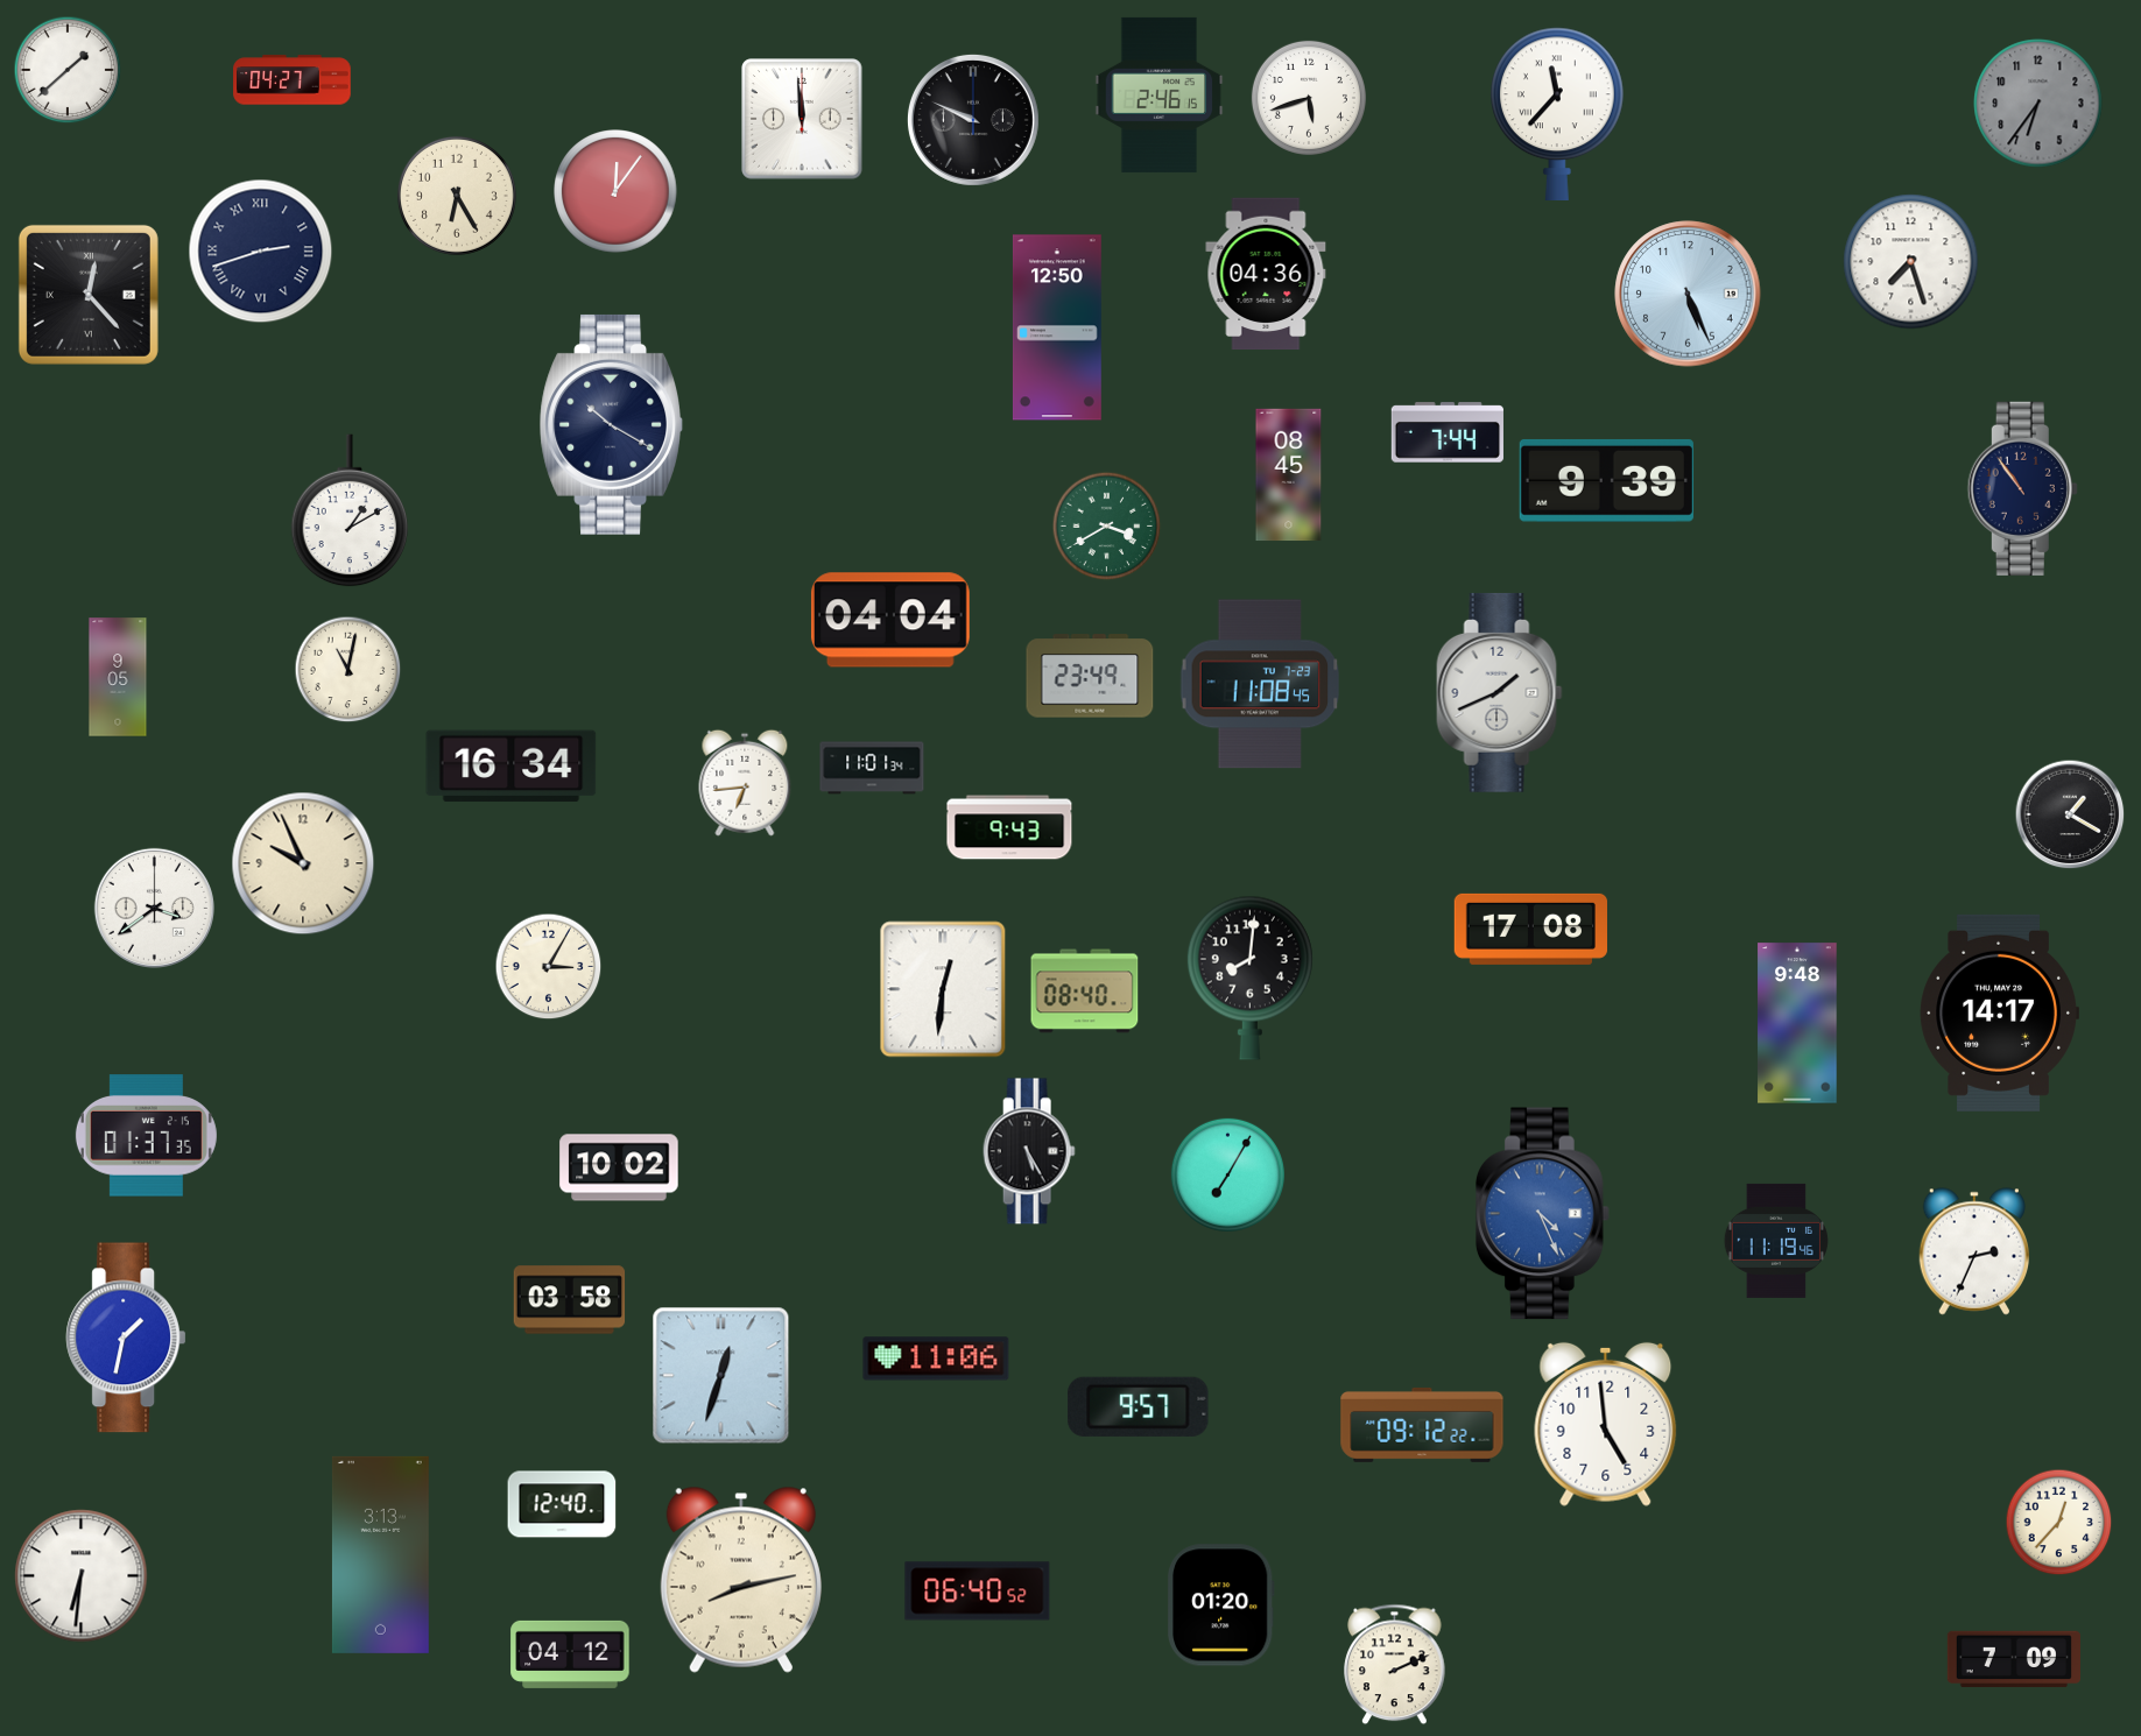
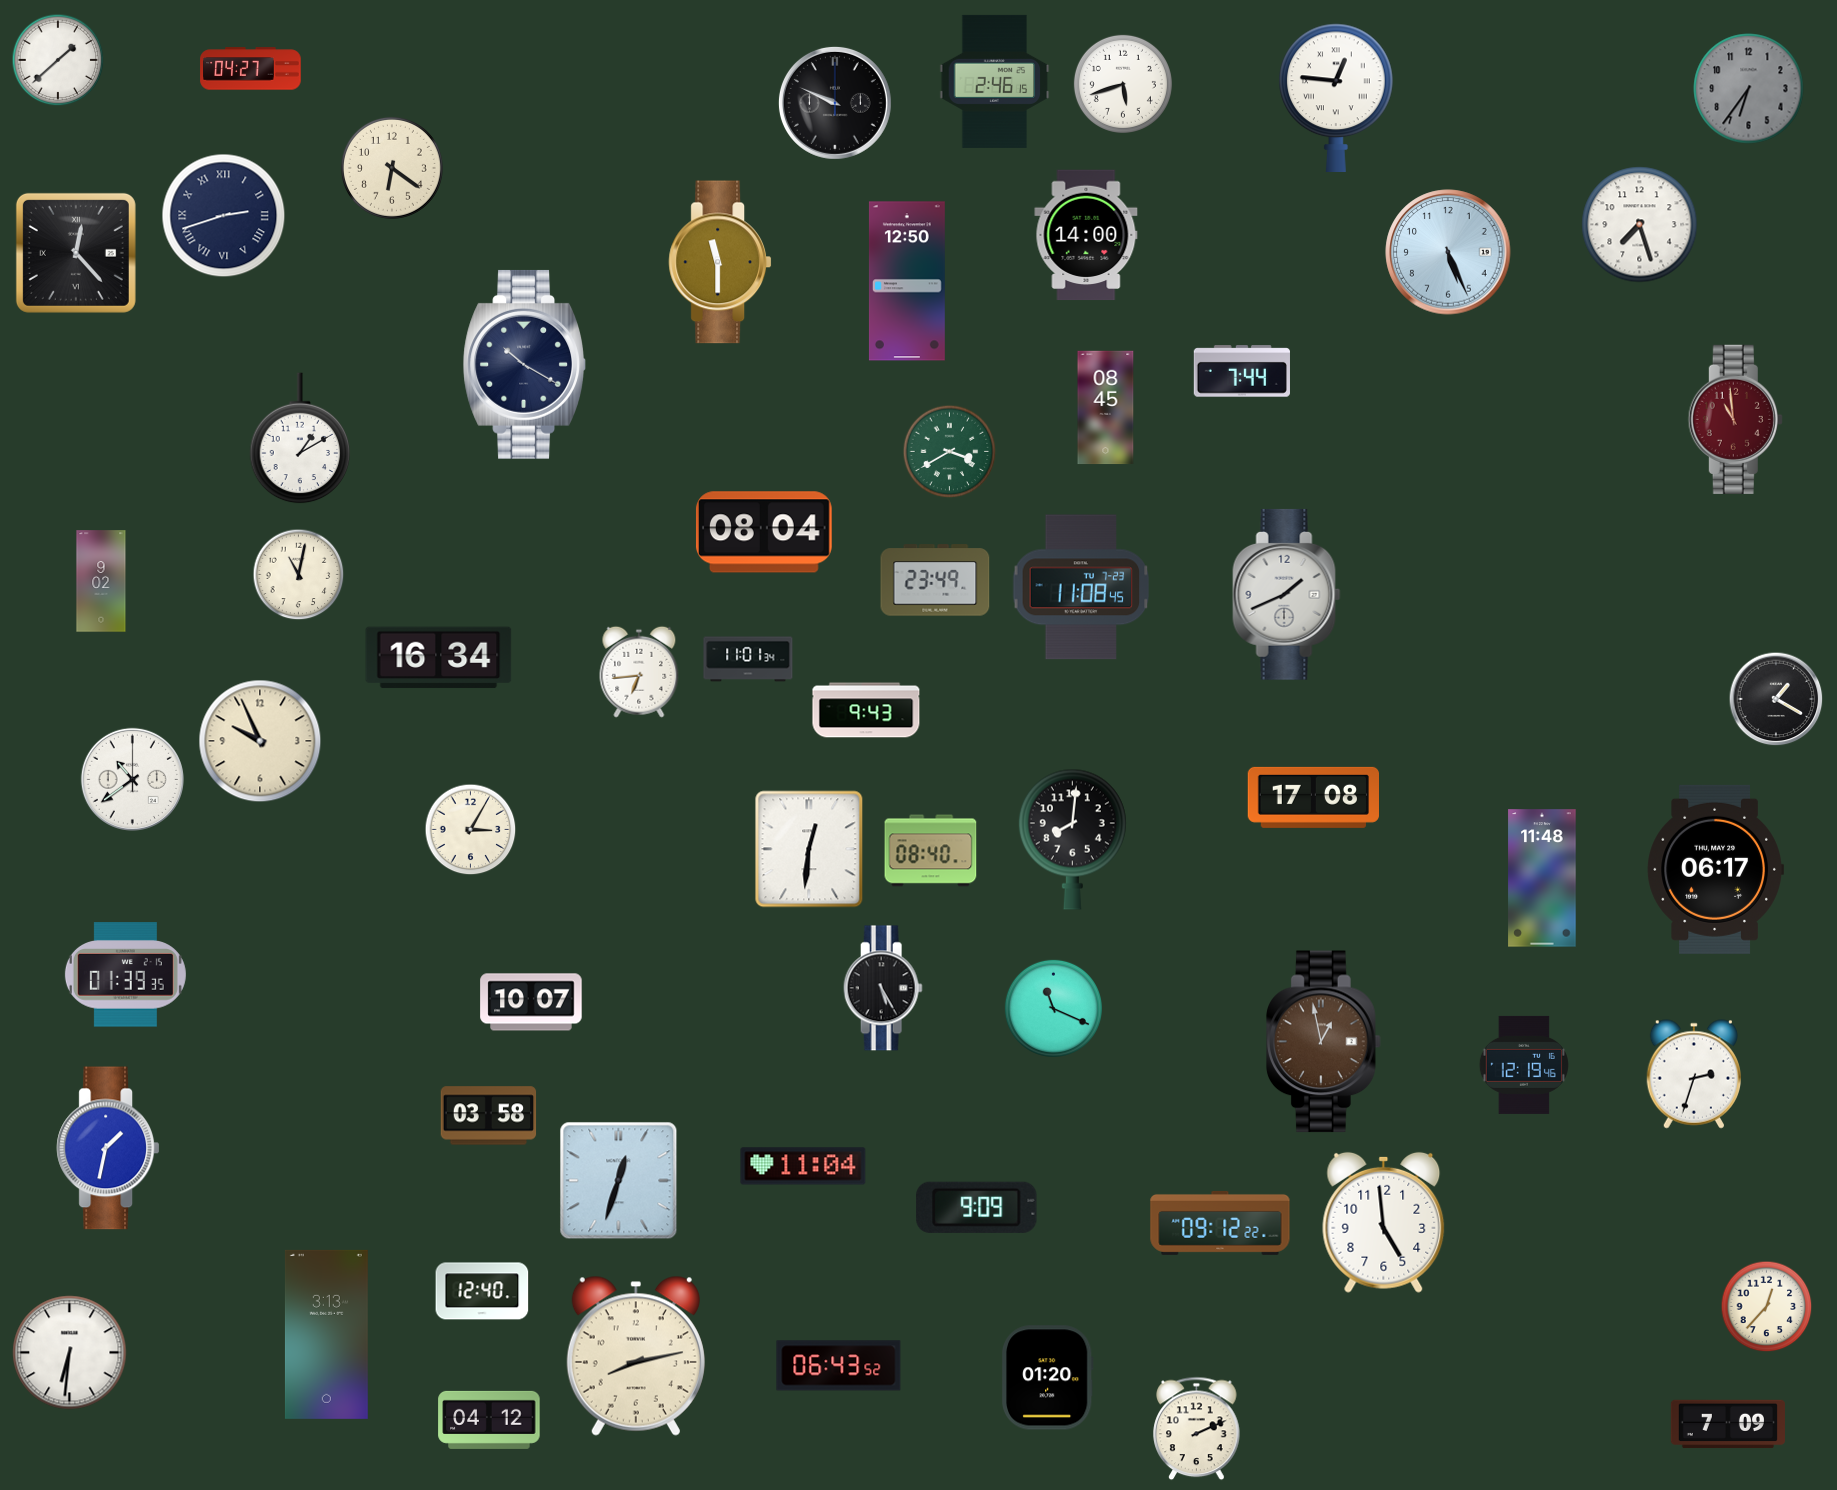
clock at (1558, 113): 11:37 -> 12:46
clock at (802, 119): 11:59 -> none
clock at (615, 191): 12:06 -> none
clock at (457, 196): 6:25 -> 6:21
clock at (1266, 274): 04:36 -> 14:00
clock at (720, 262): none -> 11:30
clock at (1606, 481): 9:39 -> none
clock at (2022, 488): 10:54 -> 10:59
clock at (2022, 488) dial: navy -> burgundy
clock at (890, 620): 04:04 -> 08:04
clock at (118, 677): 9:05 -> 9:02
clock at (154, 908): 3:39 -> 10:39
clock at (1999, 1012): 14:17 -> 06:17
clock at (1797, 1023): 9:48 -> 11:48
clock at (146, 1136): 01:37 -> 01:39
clock at (619, 1167): 10:02 -> 10:07
clock at (1227, 1174): 7:05 -> 11:19
clock at (1542, 1214): 4:26 -> 12:58
clock at (1542, 1214) dial: blue -> brown
clock at (1776, 1241): 11:19 -> 12:19
clock at (1973, 1251): 2:34 -> 2:33
clock at (936, 1359): 11:06 -> 11:04
clock at (1139, 1406): 9:57 -> 9:09
clock at (1606, 1424) position: (1606, 1424) -> (1384, 1222)
clock at (978, 1592): 06:40 -> 06:43
